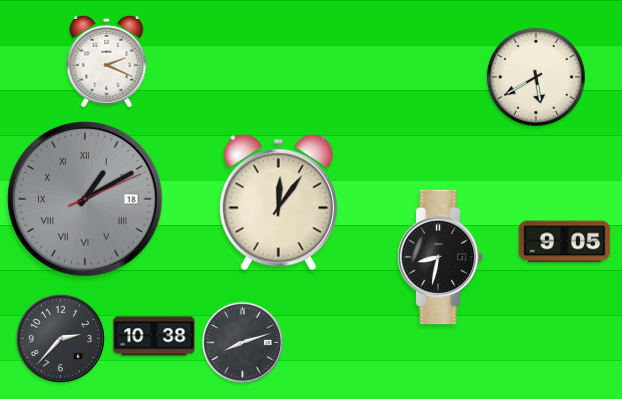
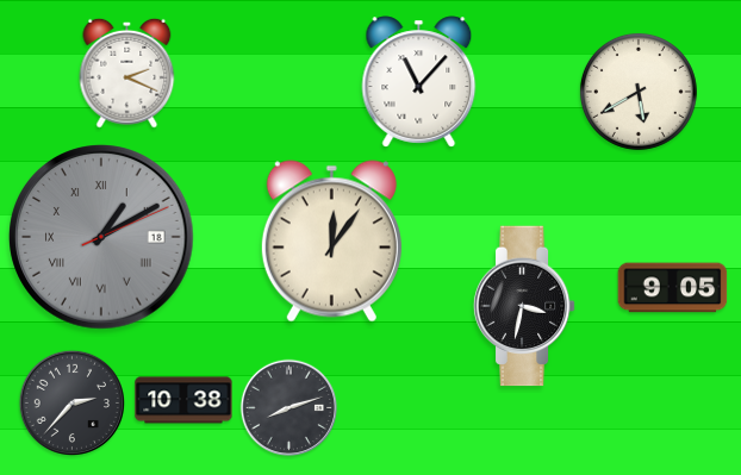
clock at (419, 82): none -> 11:07
clock at (440, 257): 8:32 -> 3:32
